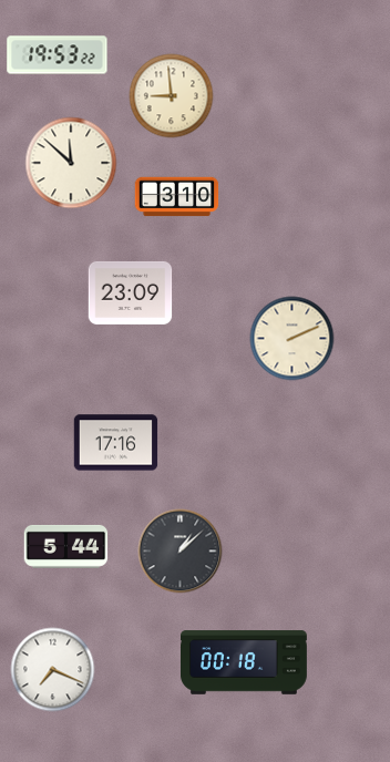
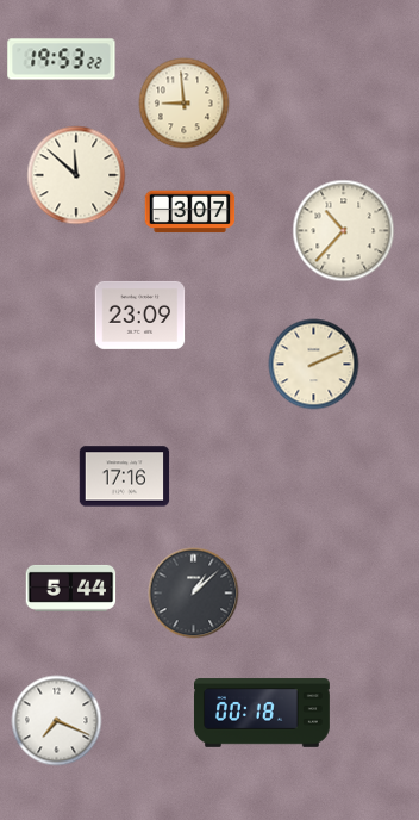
clock at (177, 197): 3:10 -> 3:07
clock at (344, 231): none -> 10:37
